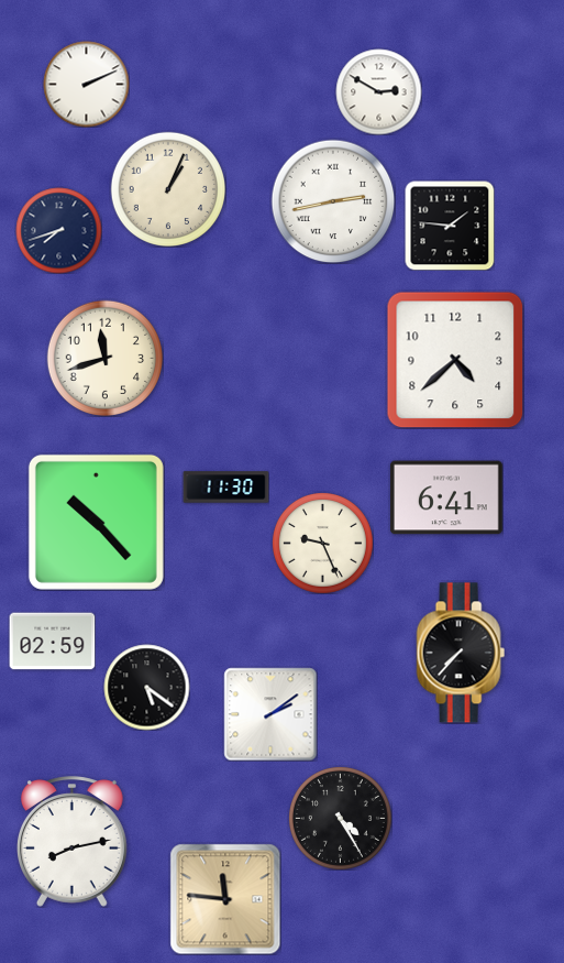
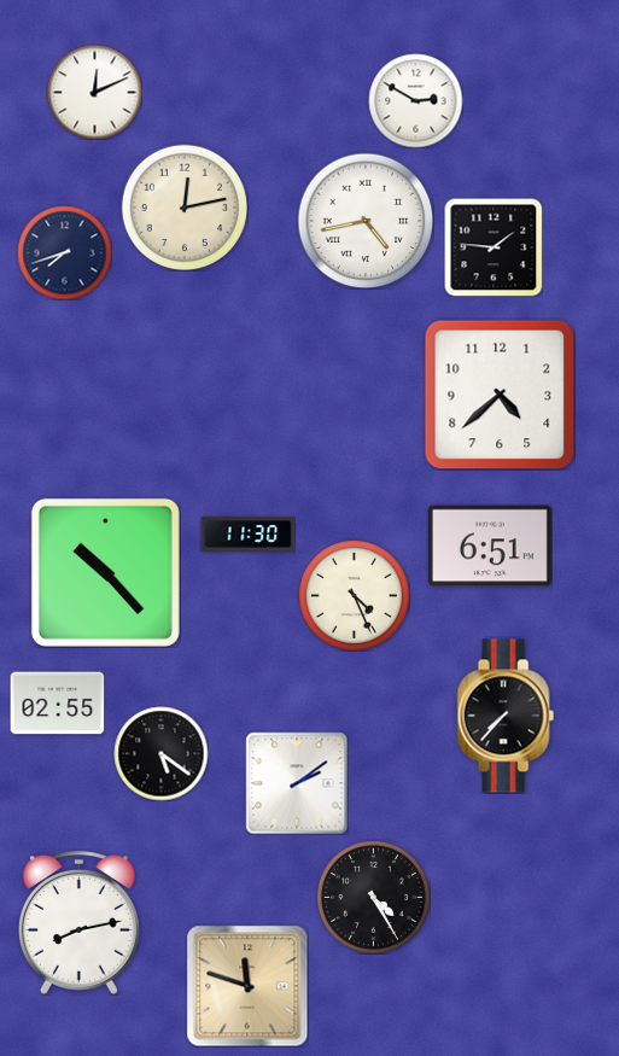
clock at (86, 84): 2:11 -> 12:11
clock at (167, 188): 1:04 -> 12:13
clock at (333, 201): 2:43 -> 4:43
clock at (104, 358): 11:42 -> none
clock at (446, 497): 6:41 -> 6:51
clock at (323, 544): 9:26 -> 4:26
clock at (52, 642): 02:59 -> 02:55
clock at (225, 899): 11:46 -> 11:48
